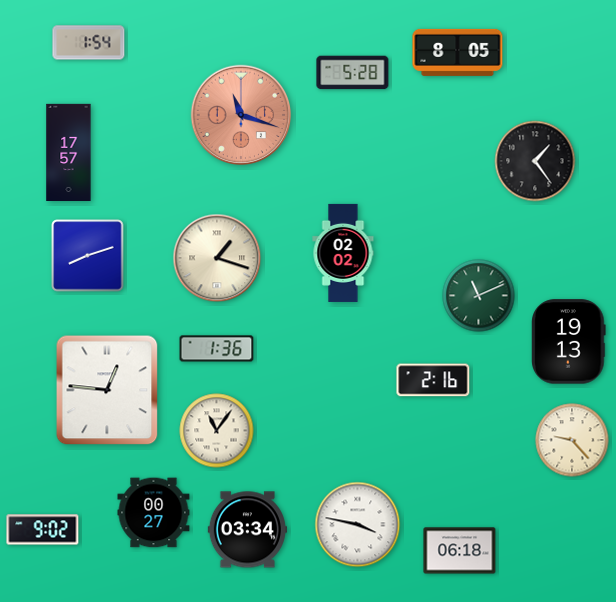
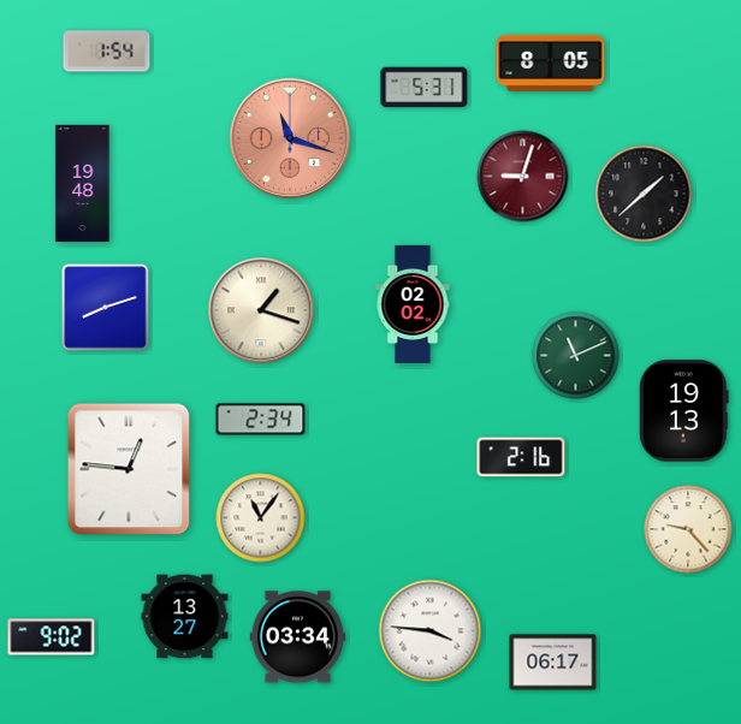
clock at (353, 73): 5:28 -> 5:31
clock at (523, 177): none -> 9:03
clock at (69, 152): 17:57 -> 19:48
clock at (535, 161): 1:24 -> 1:38
clock at (217, 349): 1:36 -> 2:34
clock at (154, 513): 00:27 -> 13:27
clock at (358, 525): 3:47 -> 3:46
clock at (460, 551): 06:18 -> 06:17
